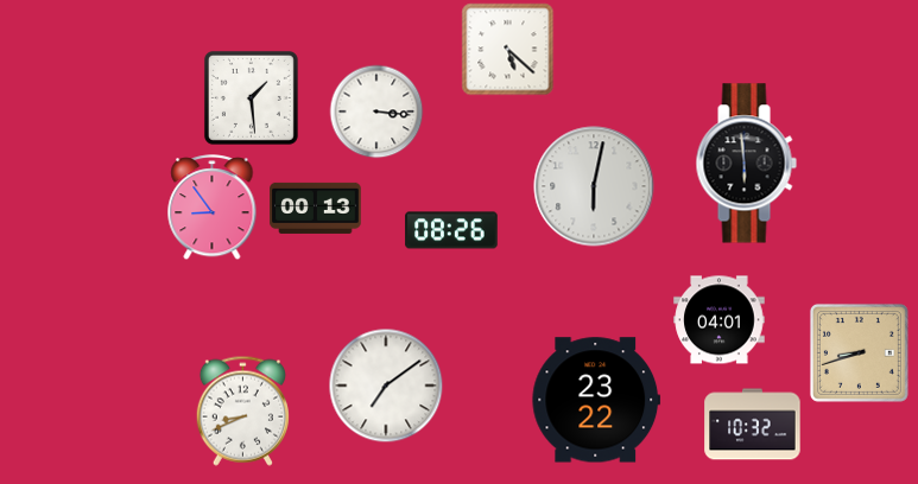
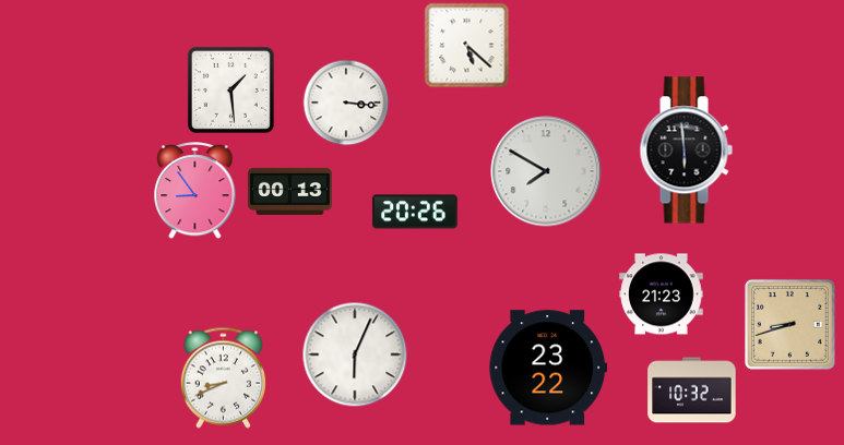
clock at (594, 186): 6:02 -> 7:50
clock at (451, 230): 08:26 -> 20:26
clock at (720, 320): 04:01 -> 21:23
clock at (386, 386): 7:09 -> 6:04
